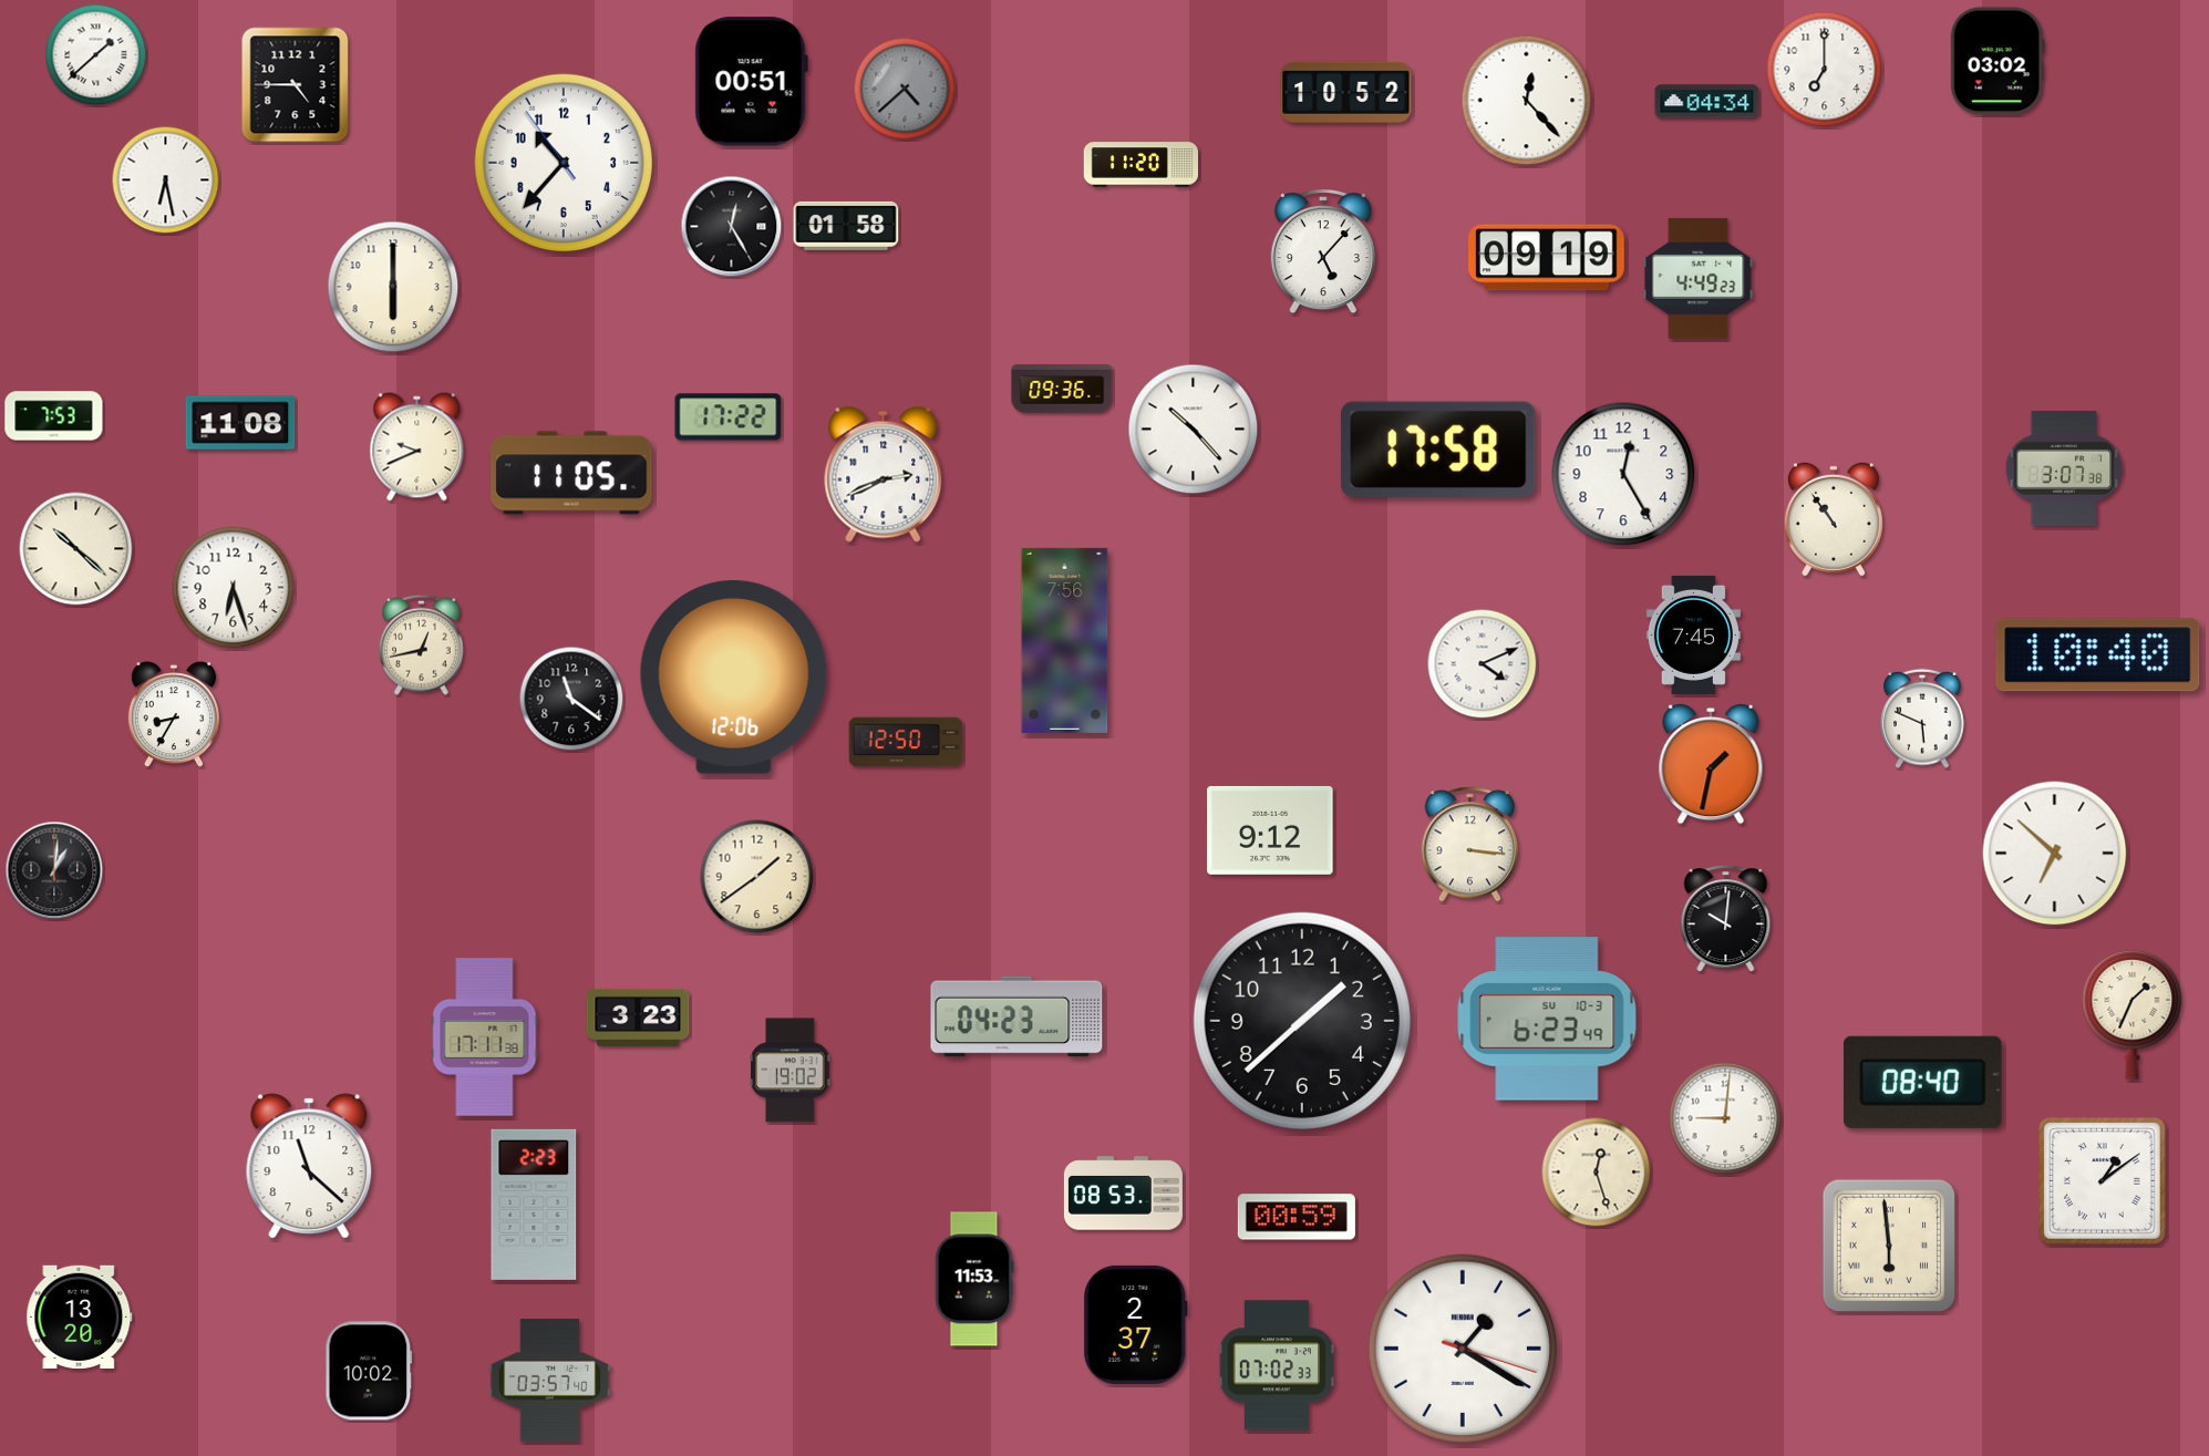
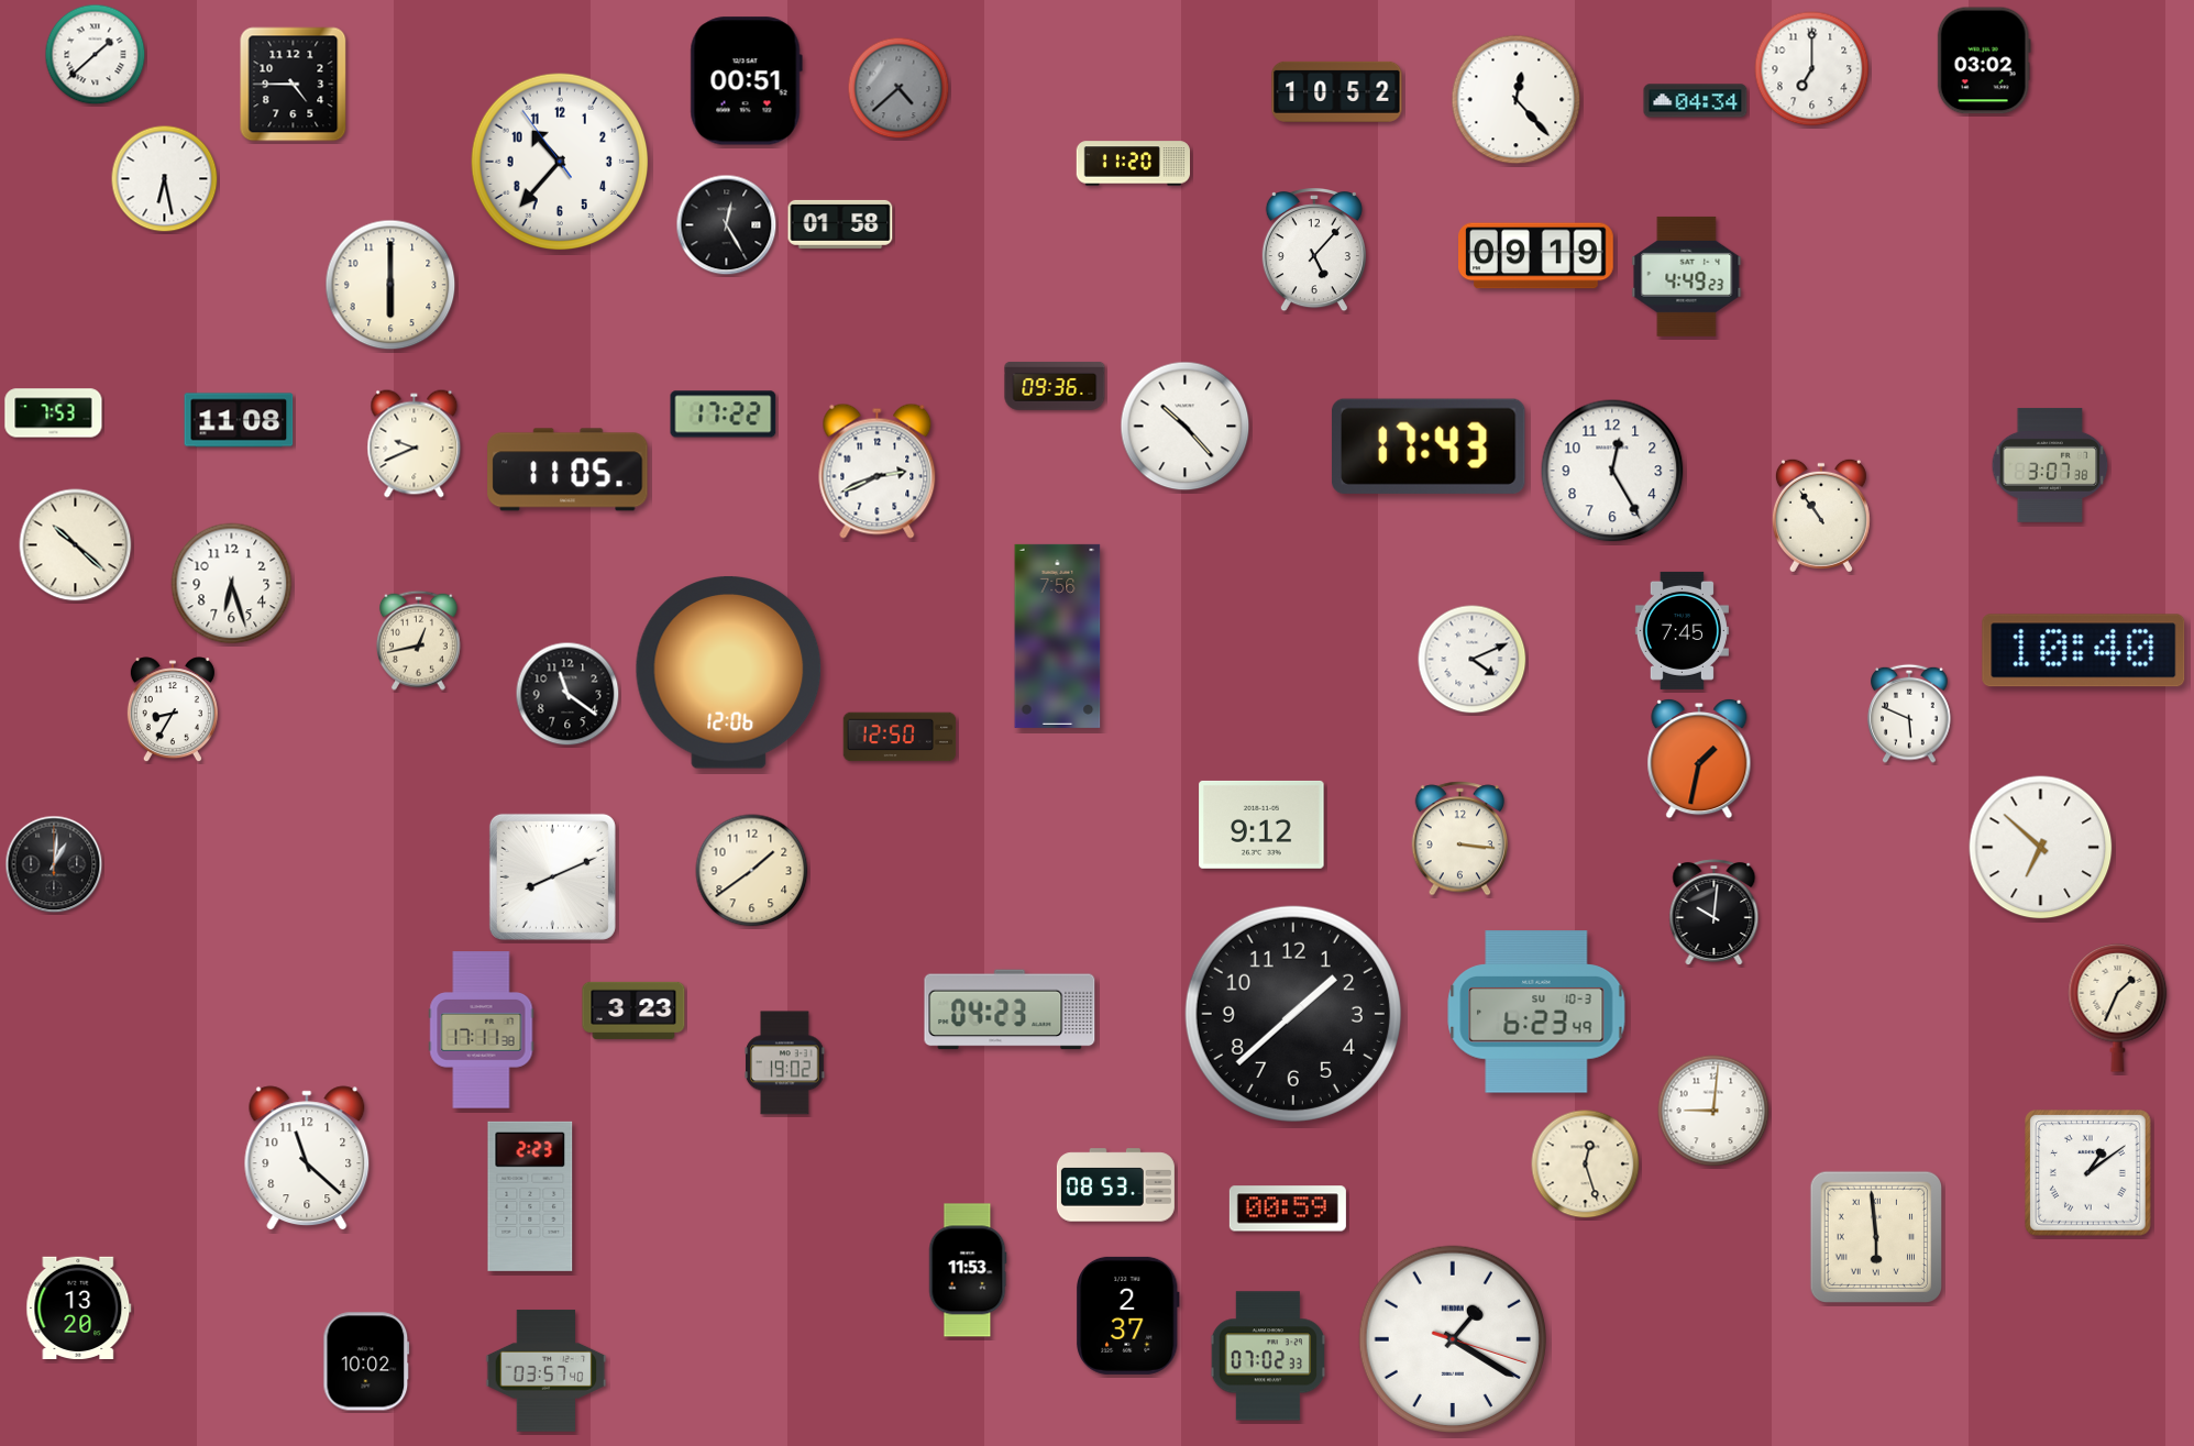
clock at (1439, 450): 17:58 -> 17:43
clock at (552, 876): none -> 8:11
clock at (1922, 1082): 08:40 -> none
